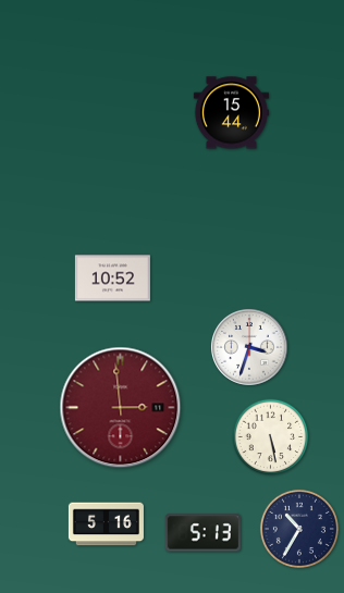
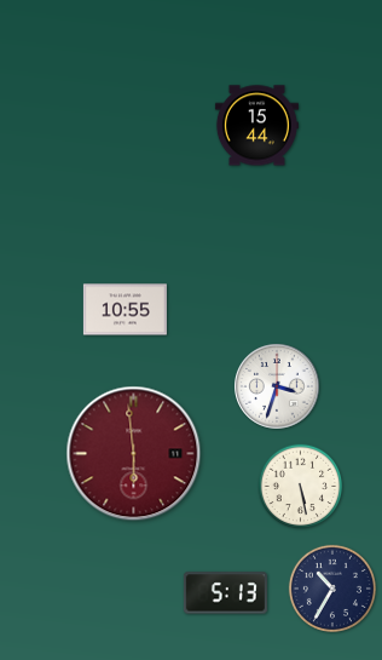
clock at (112, 279): 10:52 -> 10:55
clock at (121, 408): 2:59 -> 5:59
clock at (106, 524): 5:16 -> none
